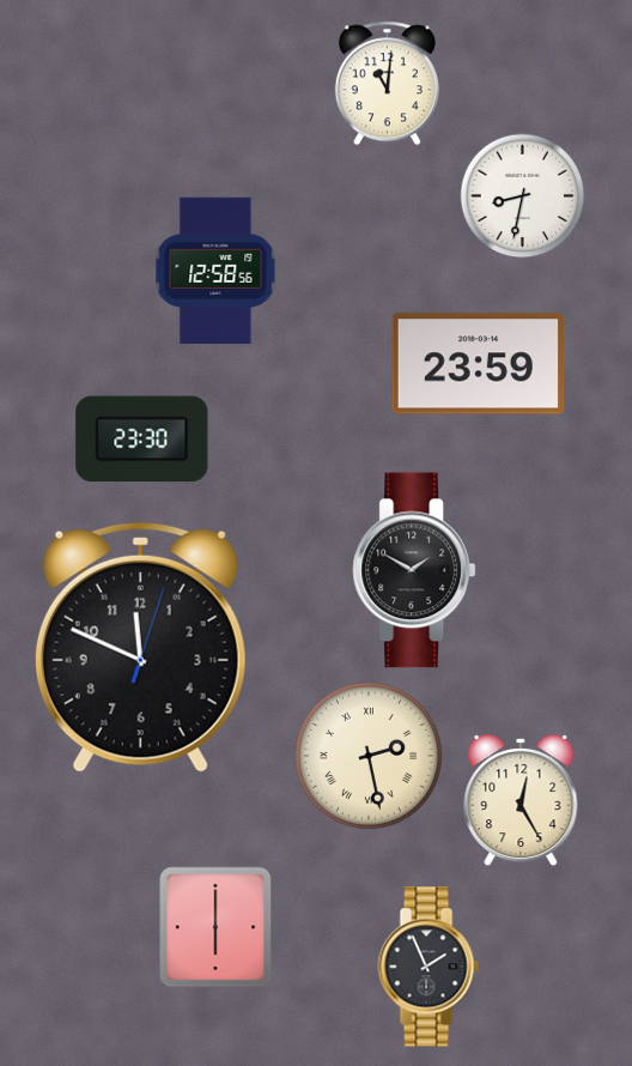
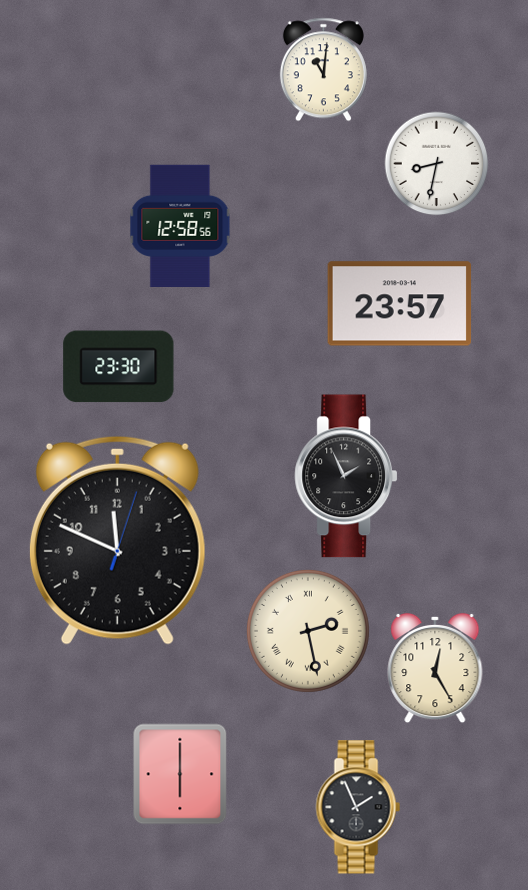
clock at (479, 364): 23:59 -> 23:57
clock at (414, 570): 1:50 -> 1:56
